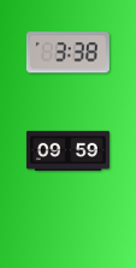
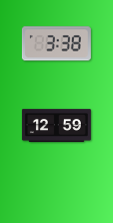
clock at (67, 150): 09:59 -> 12:59
